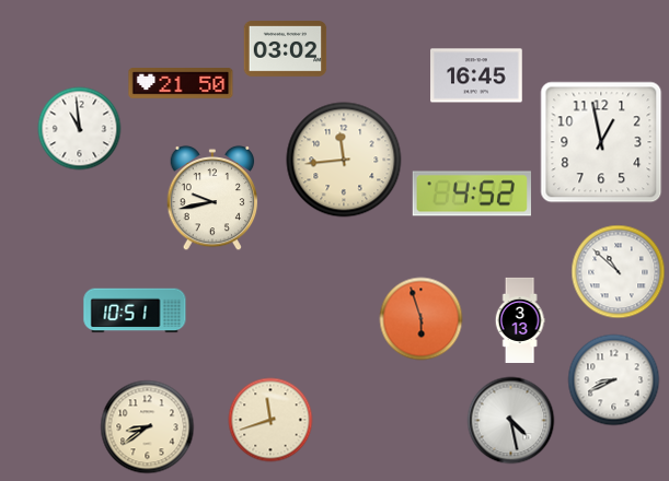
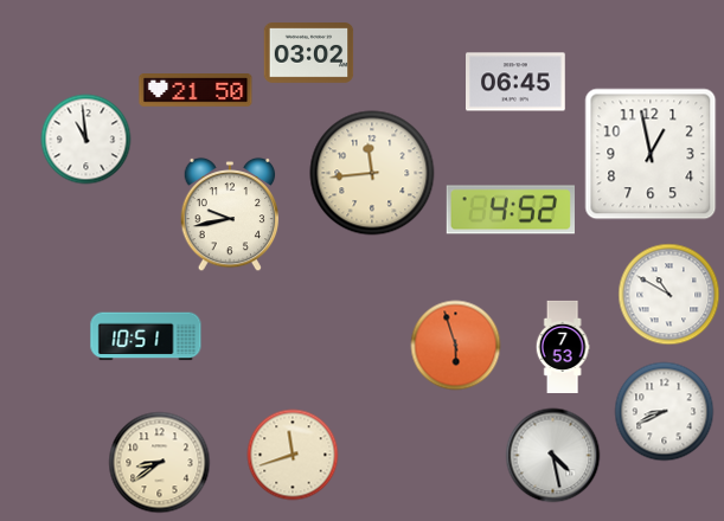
clock at (476, 75): 16:45 -> 06:45
clock at (619, 272): 10:52 -> 10:50
clock at (520, 319): 3:13 -> 7:53
